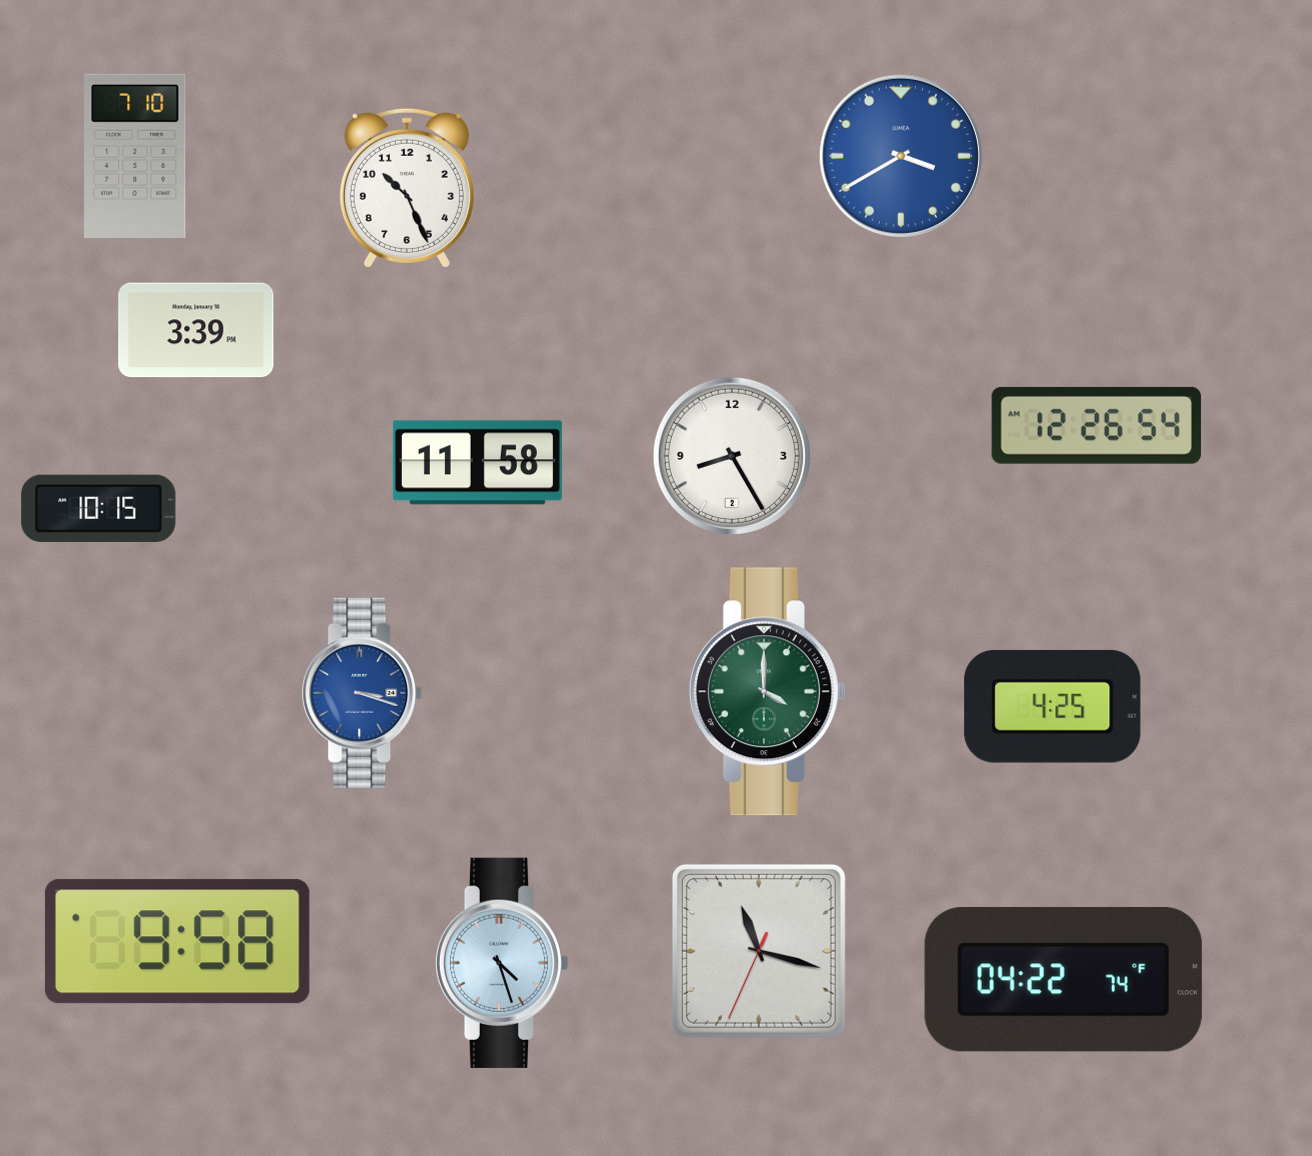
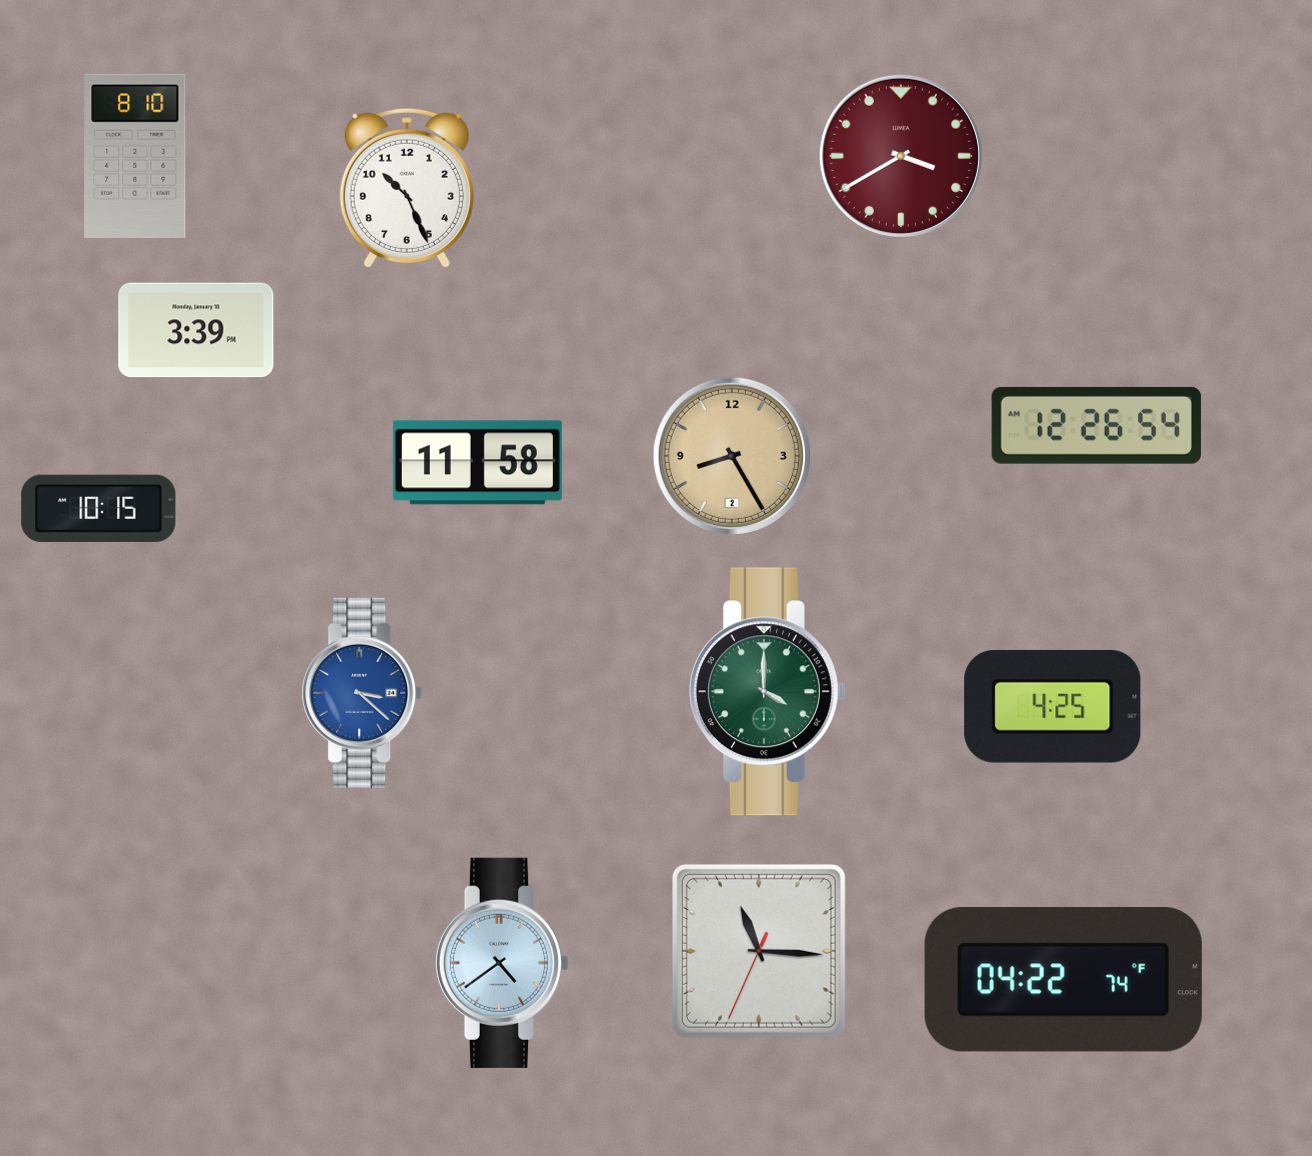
clock at (135, 156): 7:10 -> 8:10
clock at (901, 156) dial: blue -> burgundy
clock at (732, 456) dial: white -> champagne
clock at (362, 693): 3:18 -> 3:22
clock at (177, 942): 9:58 -> none
clock at (759, 951): 11:17 -> 11:15
clock at (501, 963): 4:27 -> 4:39
